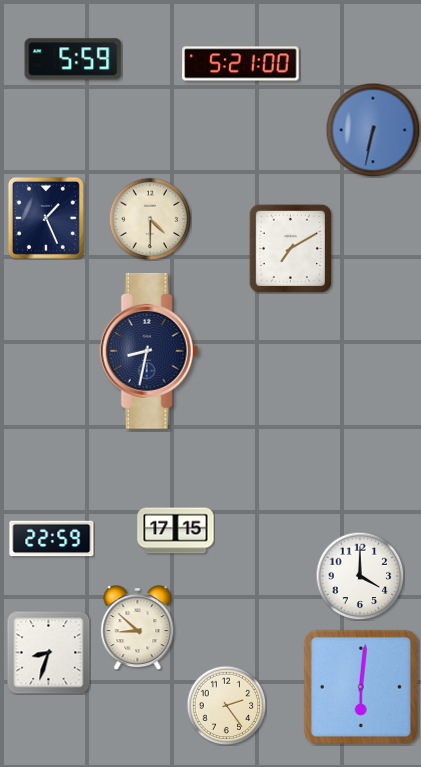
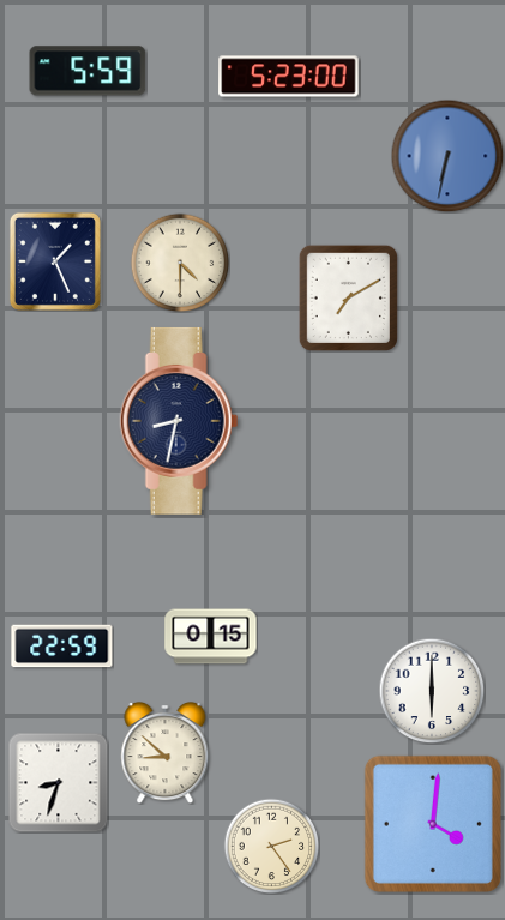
clock at (241, 64): 5:21 -> 5:23
clock at (176, 531): 17:15 -> 0:15
clock at (360, 576): 4:00 -> 6:00
clock at (361, 687): 6:01 -> 4:01
